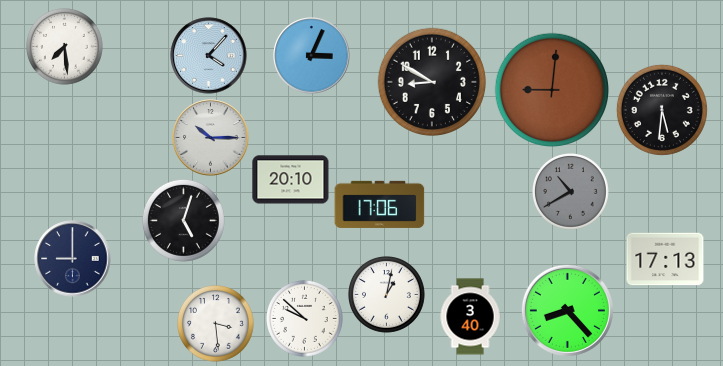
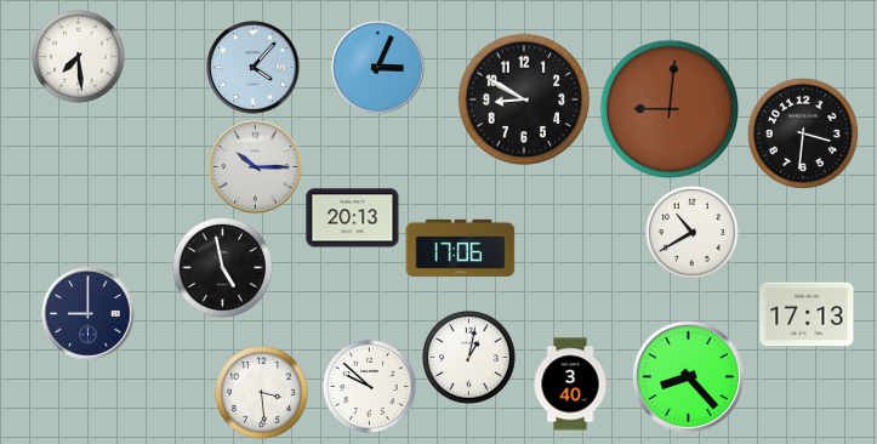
clock at (662, 110): 5:31 -> 3:31
clock at (291, 180): 20:10 -> 20:13
clock at (571, 192) dial: grey -> white
clock at (183, 220): 5:03 -> 4:58
